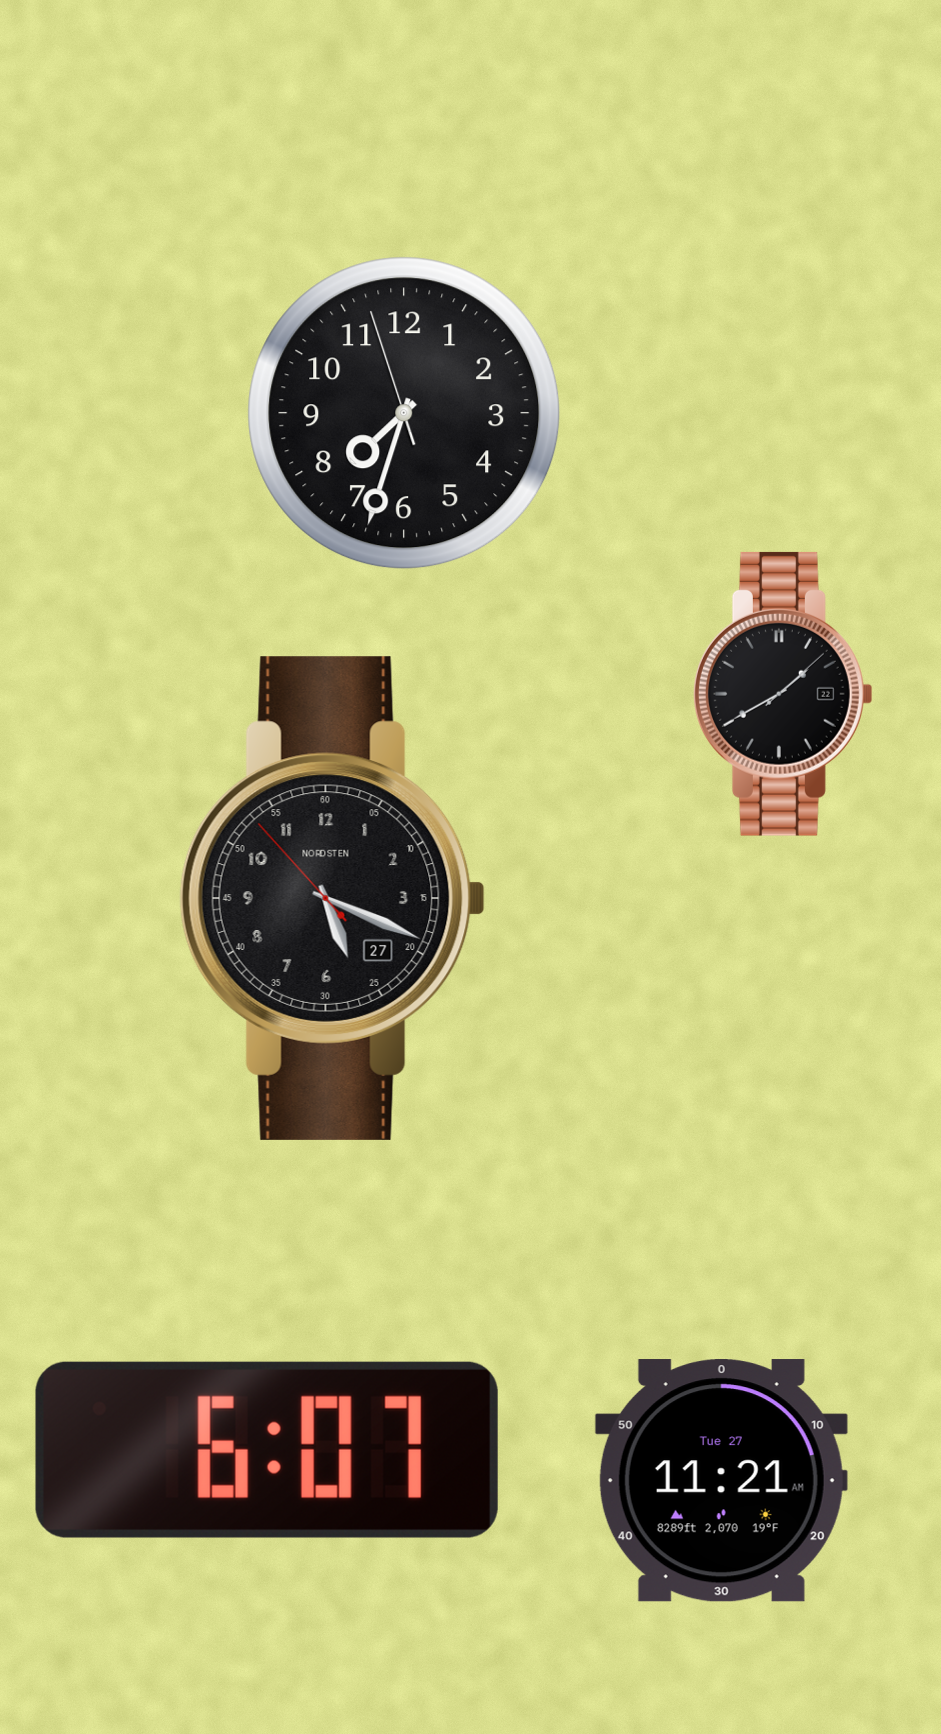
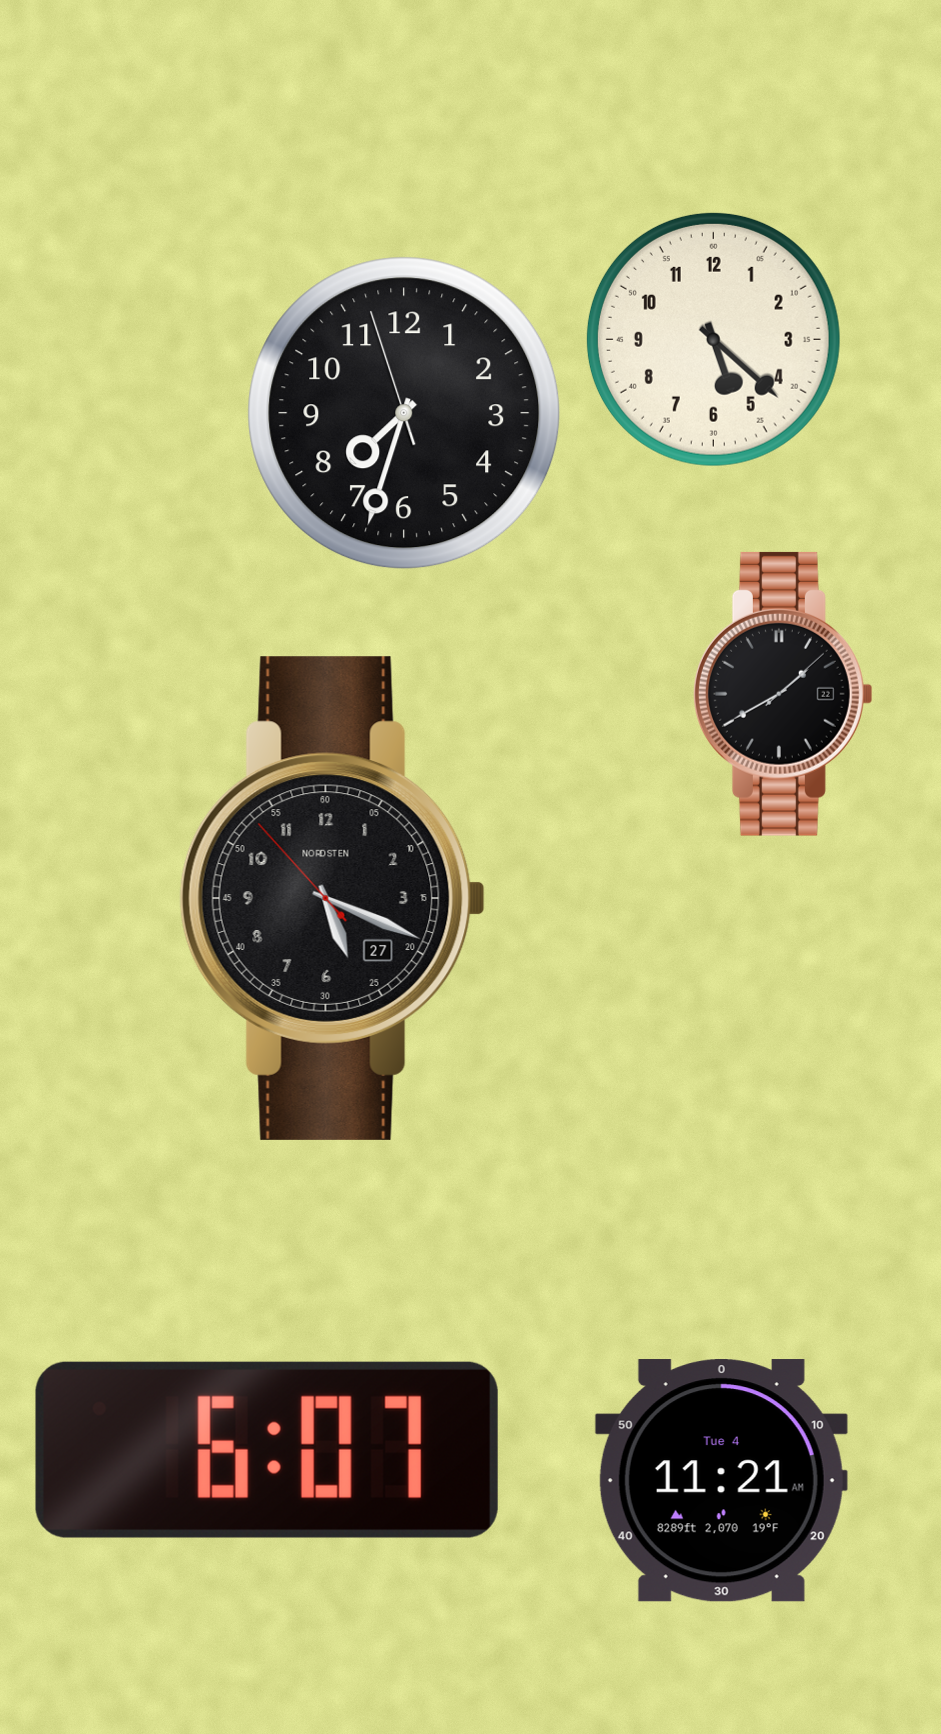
clock at (713, 339): none -> 5:22
clock at (721, 1481) date: Tue 27 -> Tue 4
